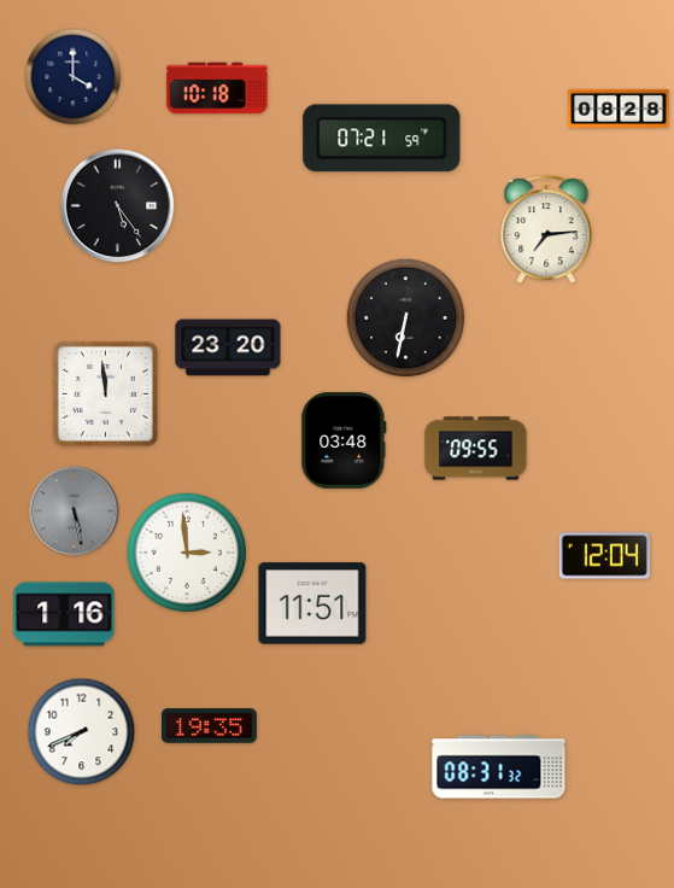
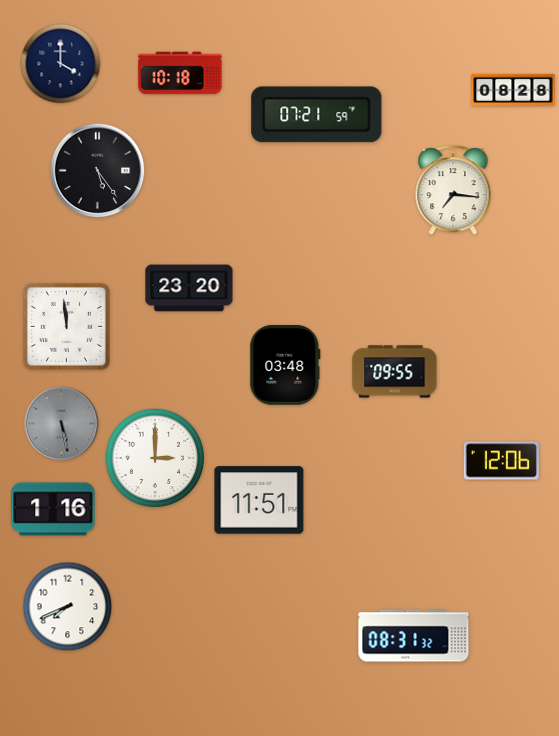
clock at (546, 230): 7:14 -> 7:16
clock at (406, 319): 6:32 -> none
clock at (105, 393) position: (105, 393) -> (66, 326)
clock at (187, 553): 2:59 -> 3:00
clock at (604, 556): 12:04 -> 12:06
clock at (209, 726): 19:35 -> none
